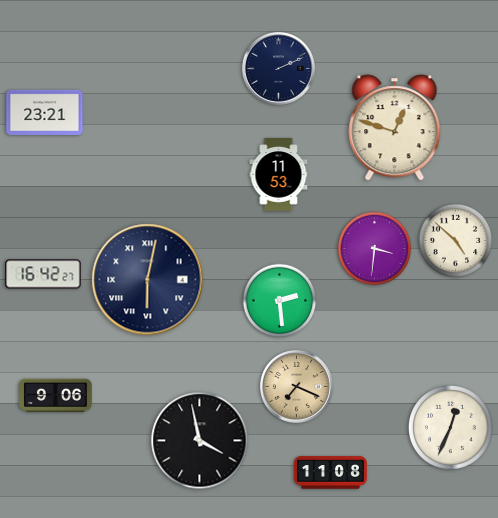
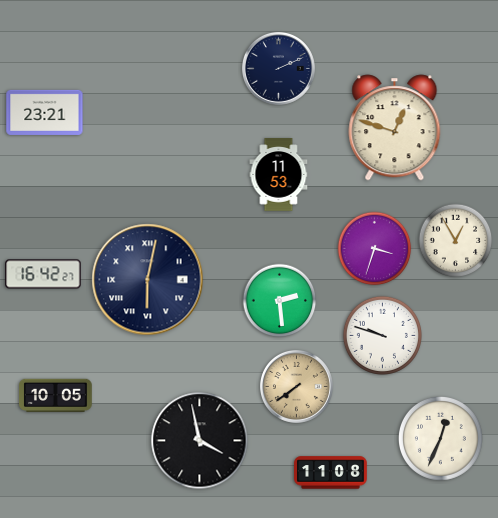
clock at (456, 241): 4:52 -> 12:55
clock at (375, 249): 3:31 -> 3:33
clock at (382, 335): none -> 9:48
clock at (296, 386): 7:19 -> 7:39
clock at (56, 395): 9:06 -> 10:05
clock at (450, 427) position: (450, 427) -> (440, 438)
